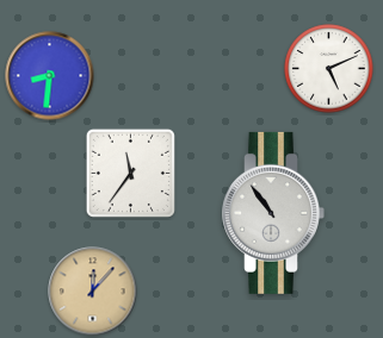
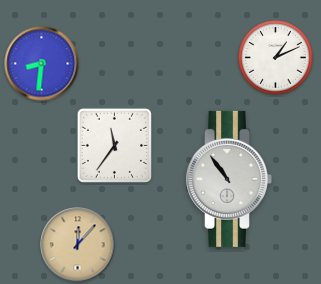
clock at (329, 69): 5:11 -> 1:11
clock at (130, 173) position: (130, 173) -> (114, 145)
